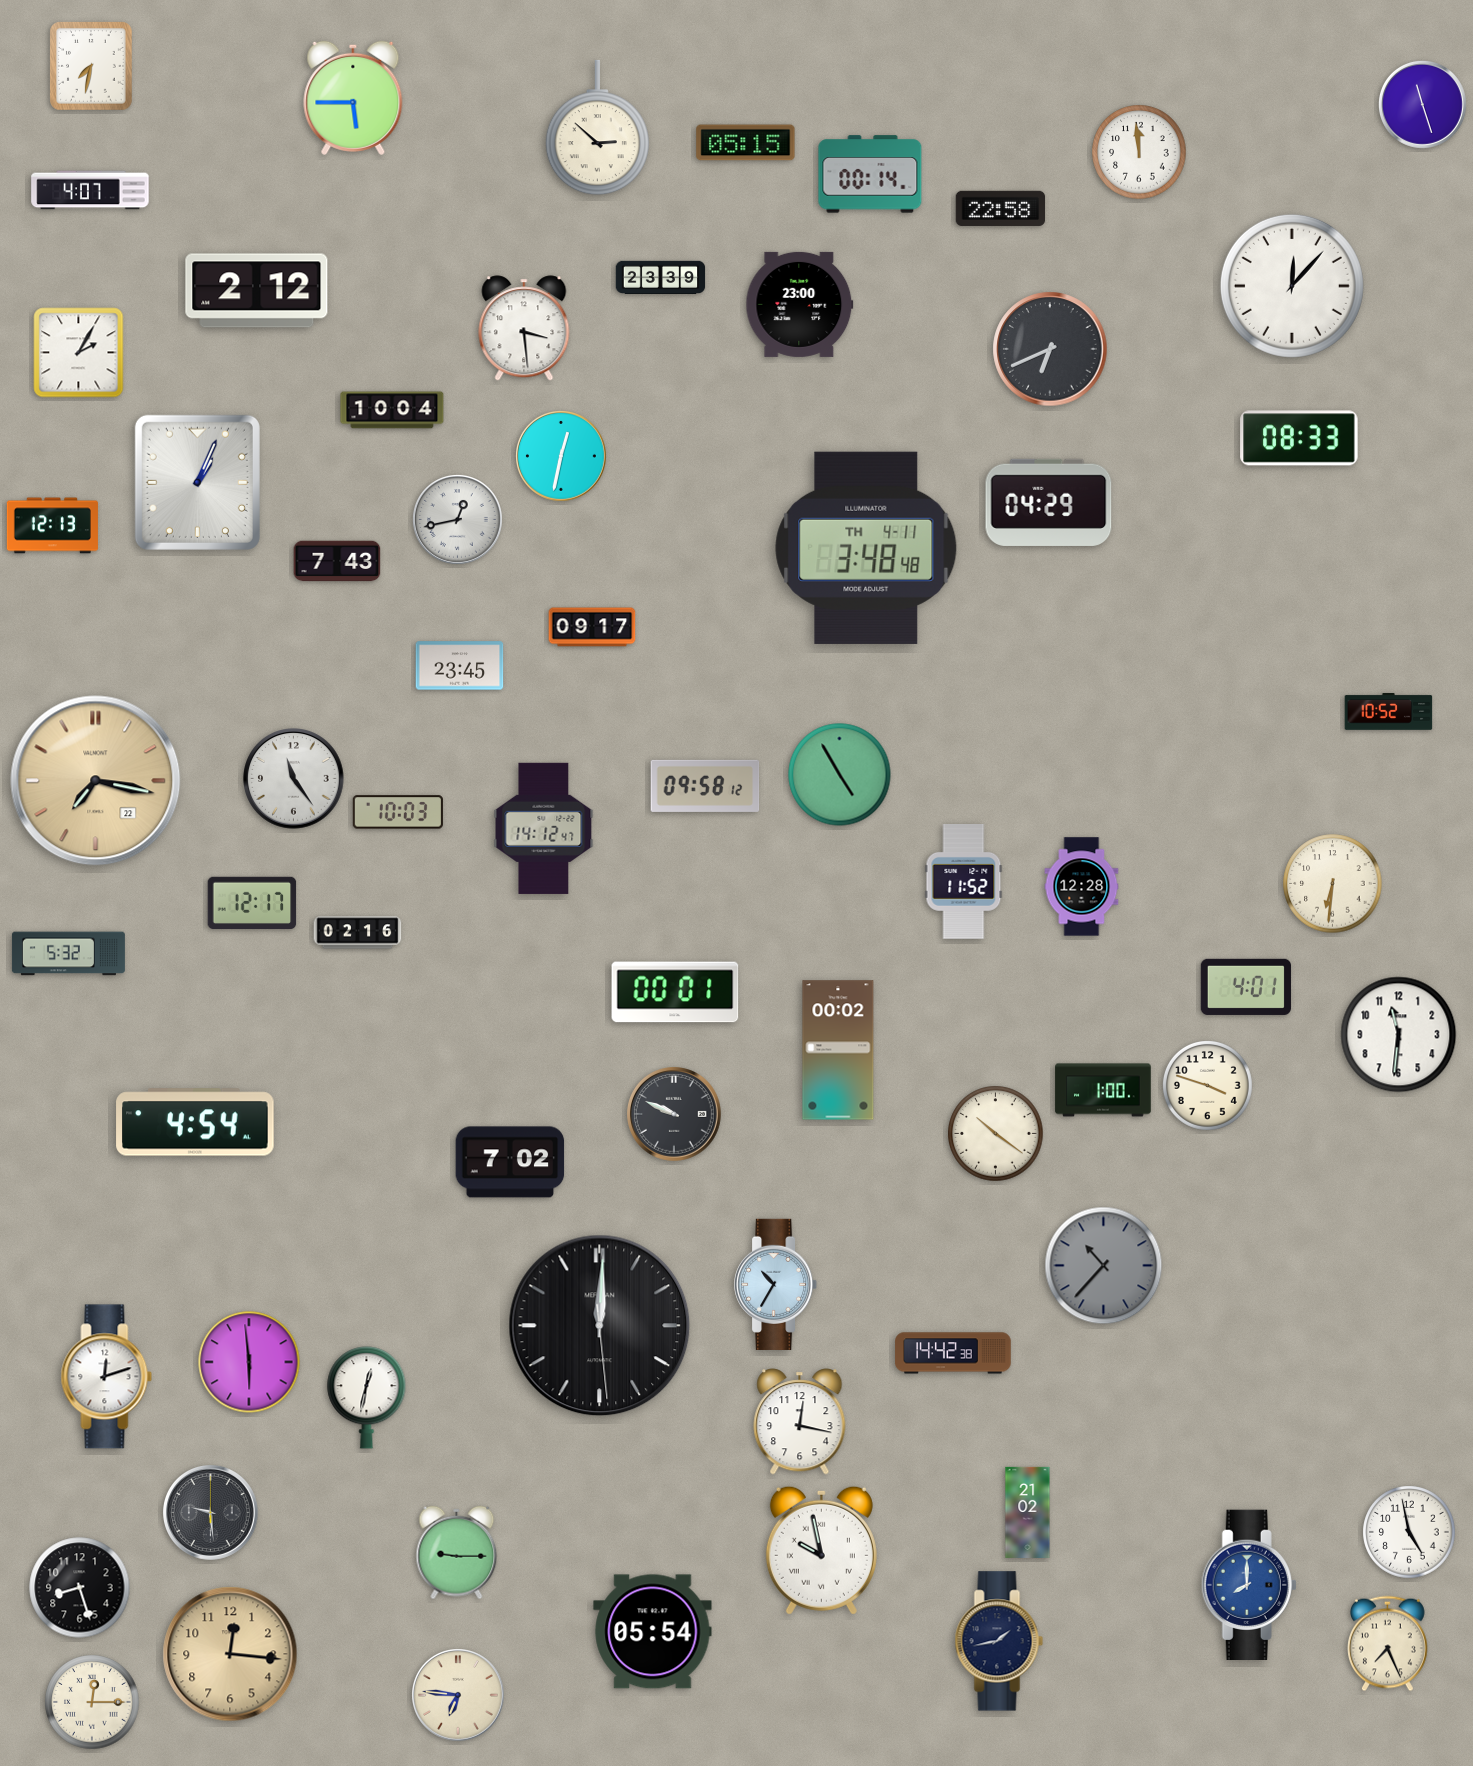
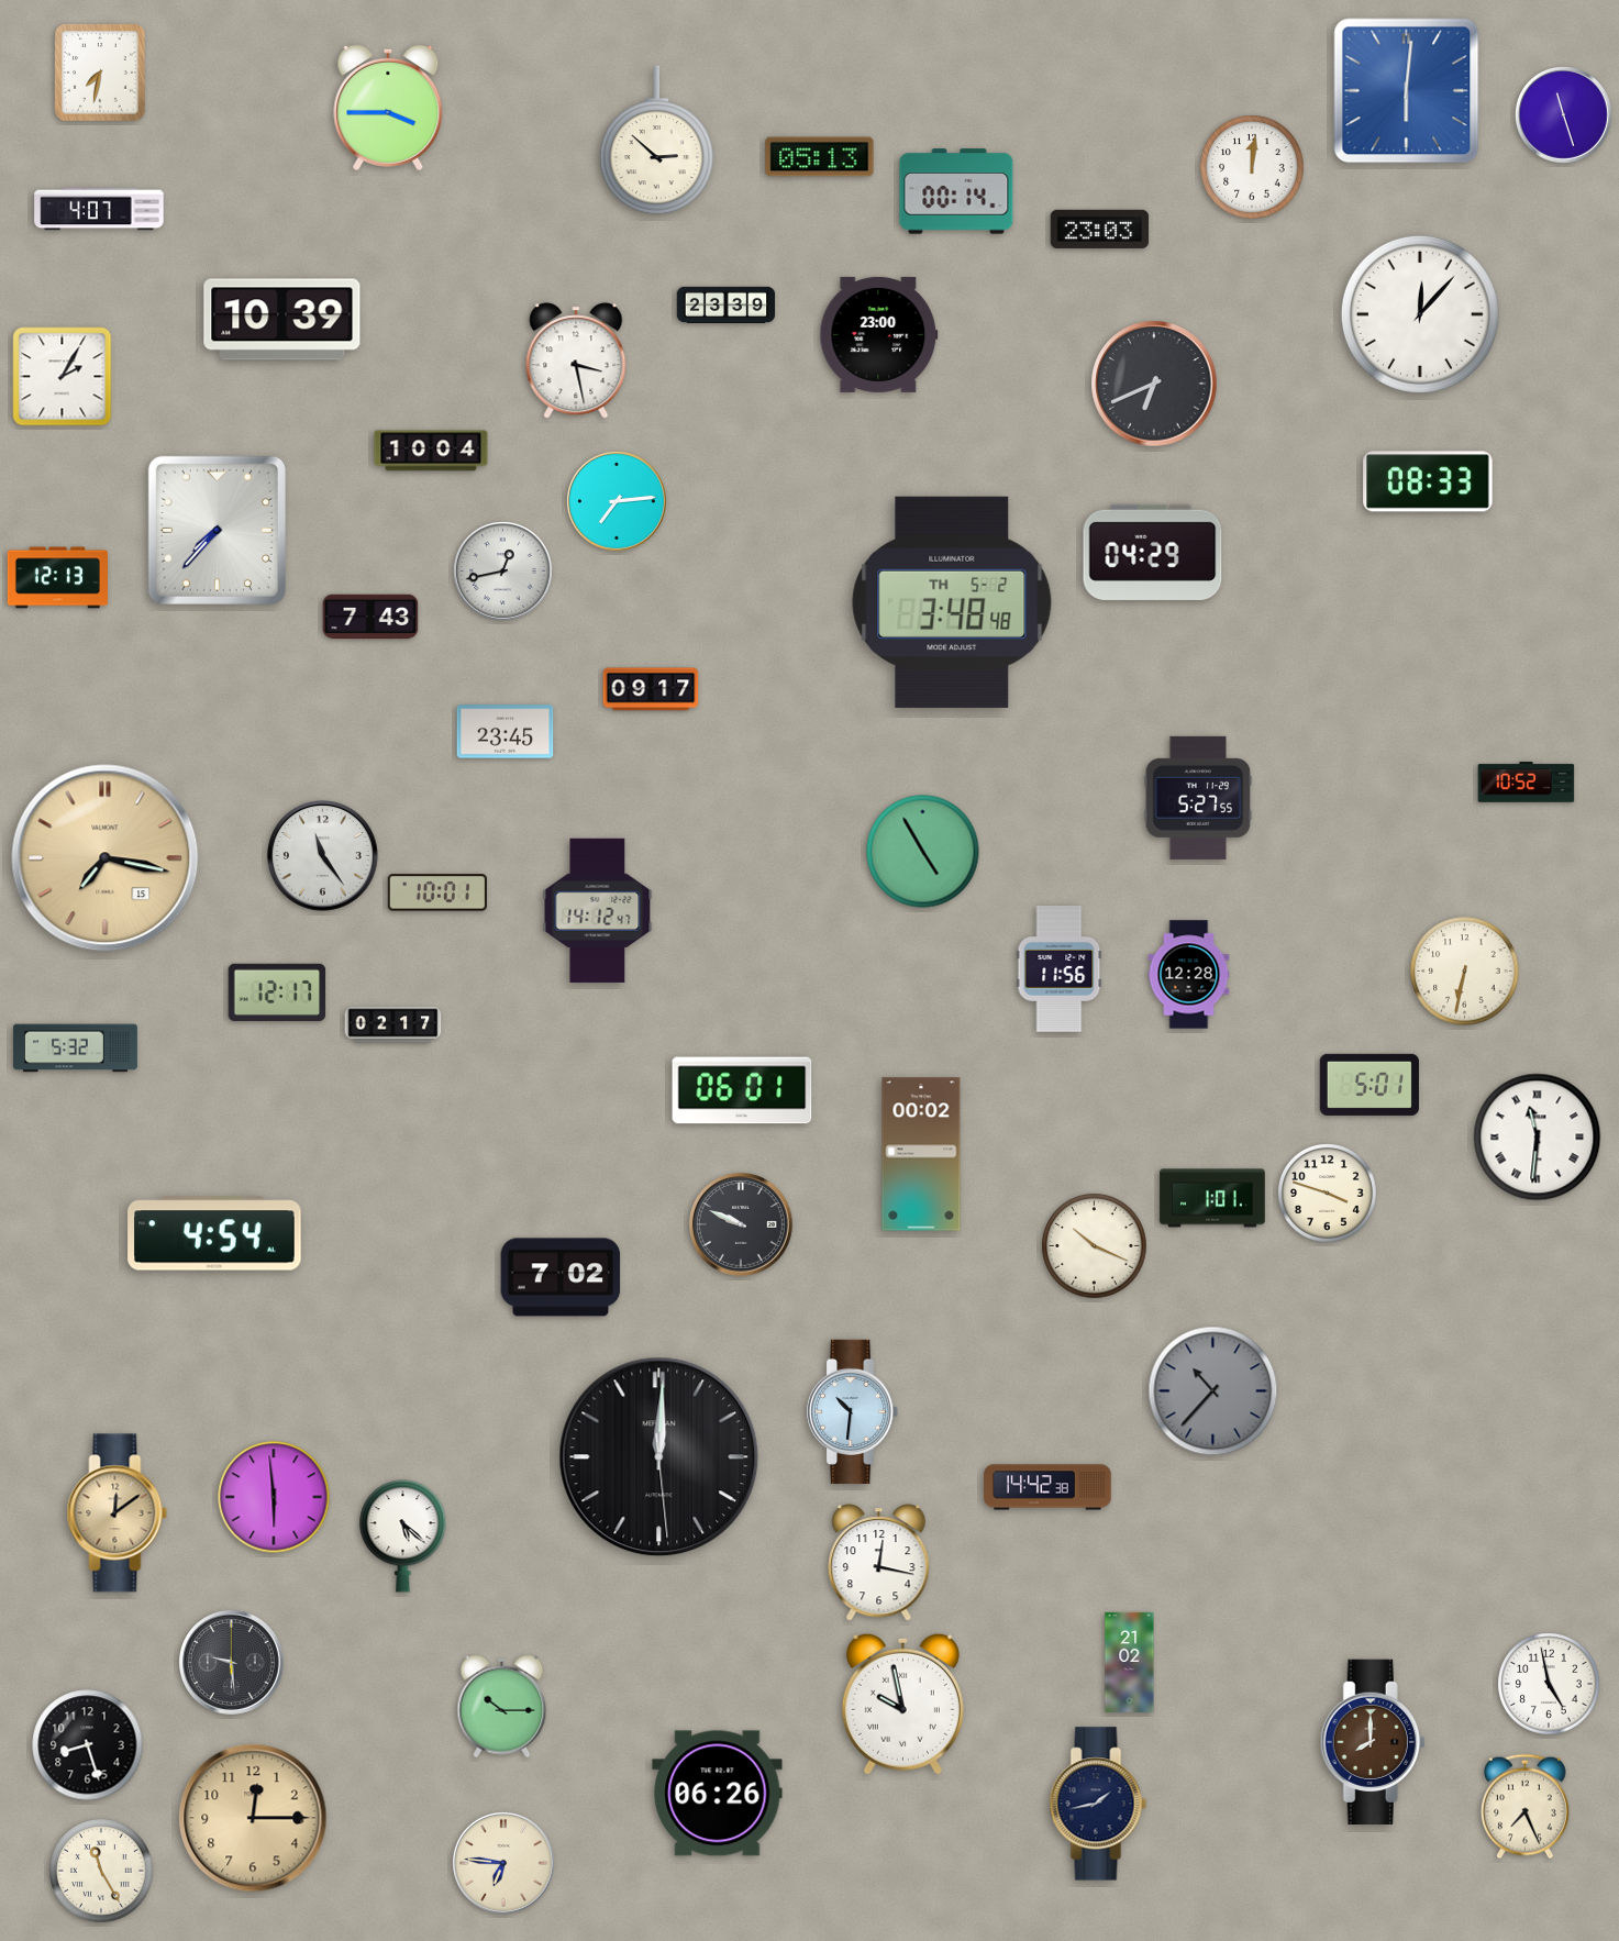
clock at (1407, 91): none -> 6:01
clock at (353, 98): 5:45 -> 3:45
clock at (746, 143): 05:15 -> 05:13
clock at (1139, 152): 11:59 -> 12:01
clock at (1001, 208): 22:58 -> 23:03
clock at (257, 291): 2:12 -> 10:39
clock at (524, 328): 3:29 -> 3:28
clock at (79, 353) position: (79, 353) -> (63, 377)
clock at (562, 457): 12:32 -> 7:14
clock at (197, 482): 1:04 -> 7:37
clock at (866, 548) date: TH 4-11 -> TH 5-2
clock at (1198, 798): none -> 5:27
clock at (96, 781) date: 22 -> 15
clock at (705, 786): 09:58 -> none
clock at (398, 812): 10:03 -> 10:01
clock at (964, 882): 11:52 -> 11:56
clock at (1333, 884): 6:31 -> 6:32
clock at (358, 933): 02:16 -> 02:17
clock at (1246, 987): 4:01 -> 5:01
clock at (675, 992): 00:01 -> 06:01
clock at (1399, 1035) numerals: Arabic -> Roman
clock at (1103, 1090): 1:00 -> 1:01
clock at (996, 1134): 10:21 -> 10:19
clock at (776, 1284): 10:35 -> 10:31
clock at (107, 1377): 12:12 -> 12:09
clock at (107, 1377) dial: white -> champagne
clock at (367, 1398): 12:32 -> 5:22
clock at (457, 1553): 9:15 -> 10:15
clock at (1249, 1584) dial: blue -> brown
clock at (653, 1632): 05:54 -> 06:26
clock at (230, 1654): 12:16 -> 12:15
clock at (92, 1702): 12:15 -> 11:25
